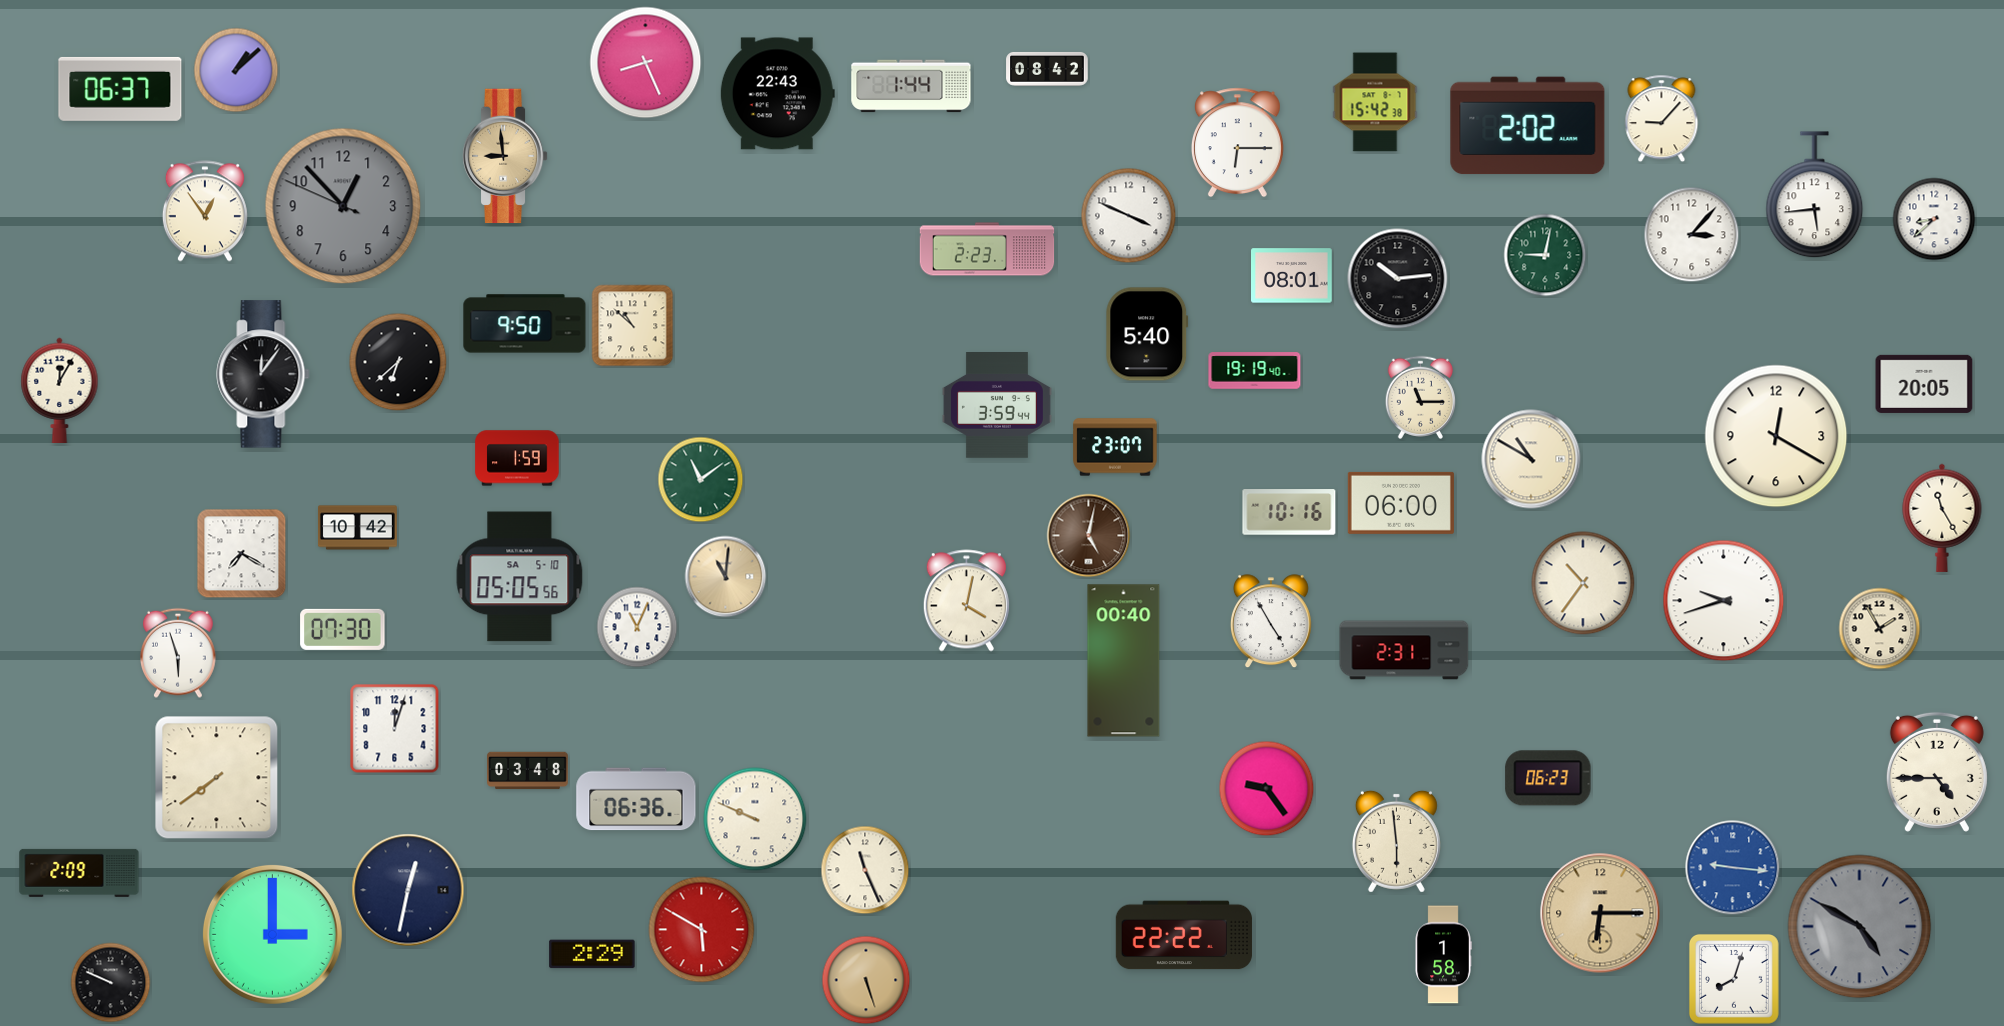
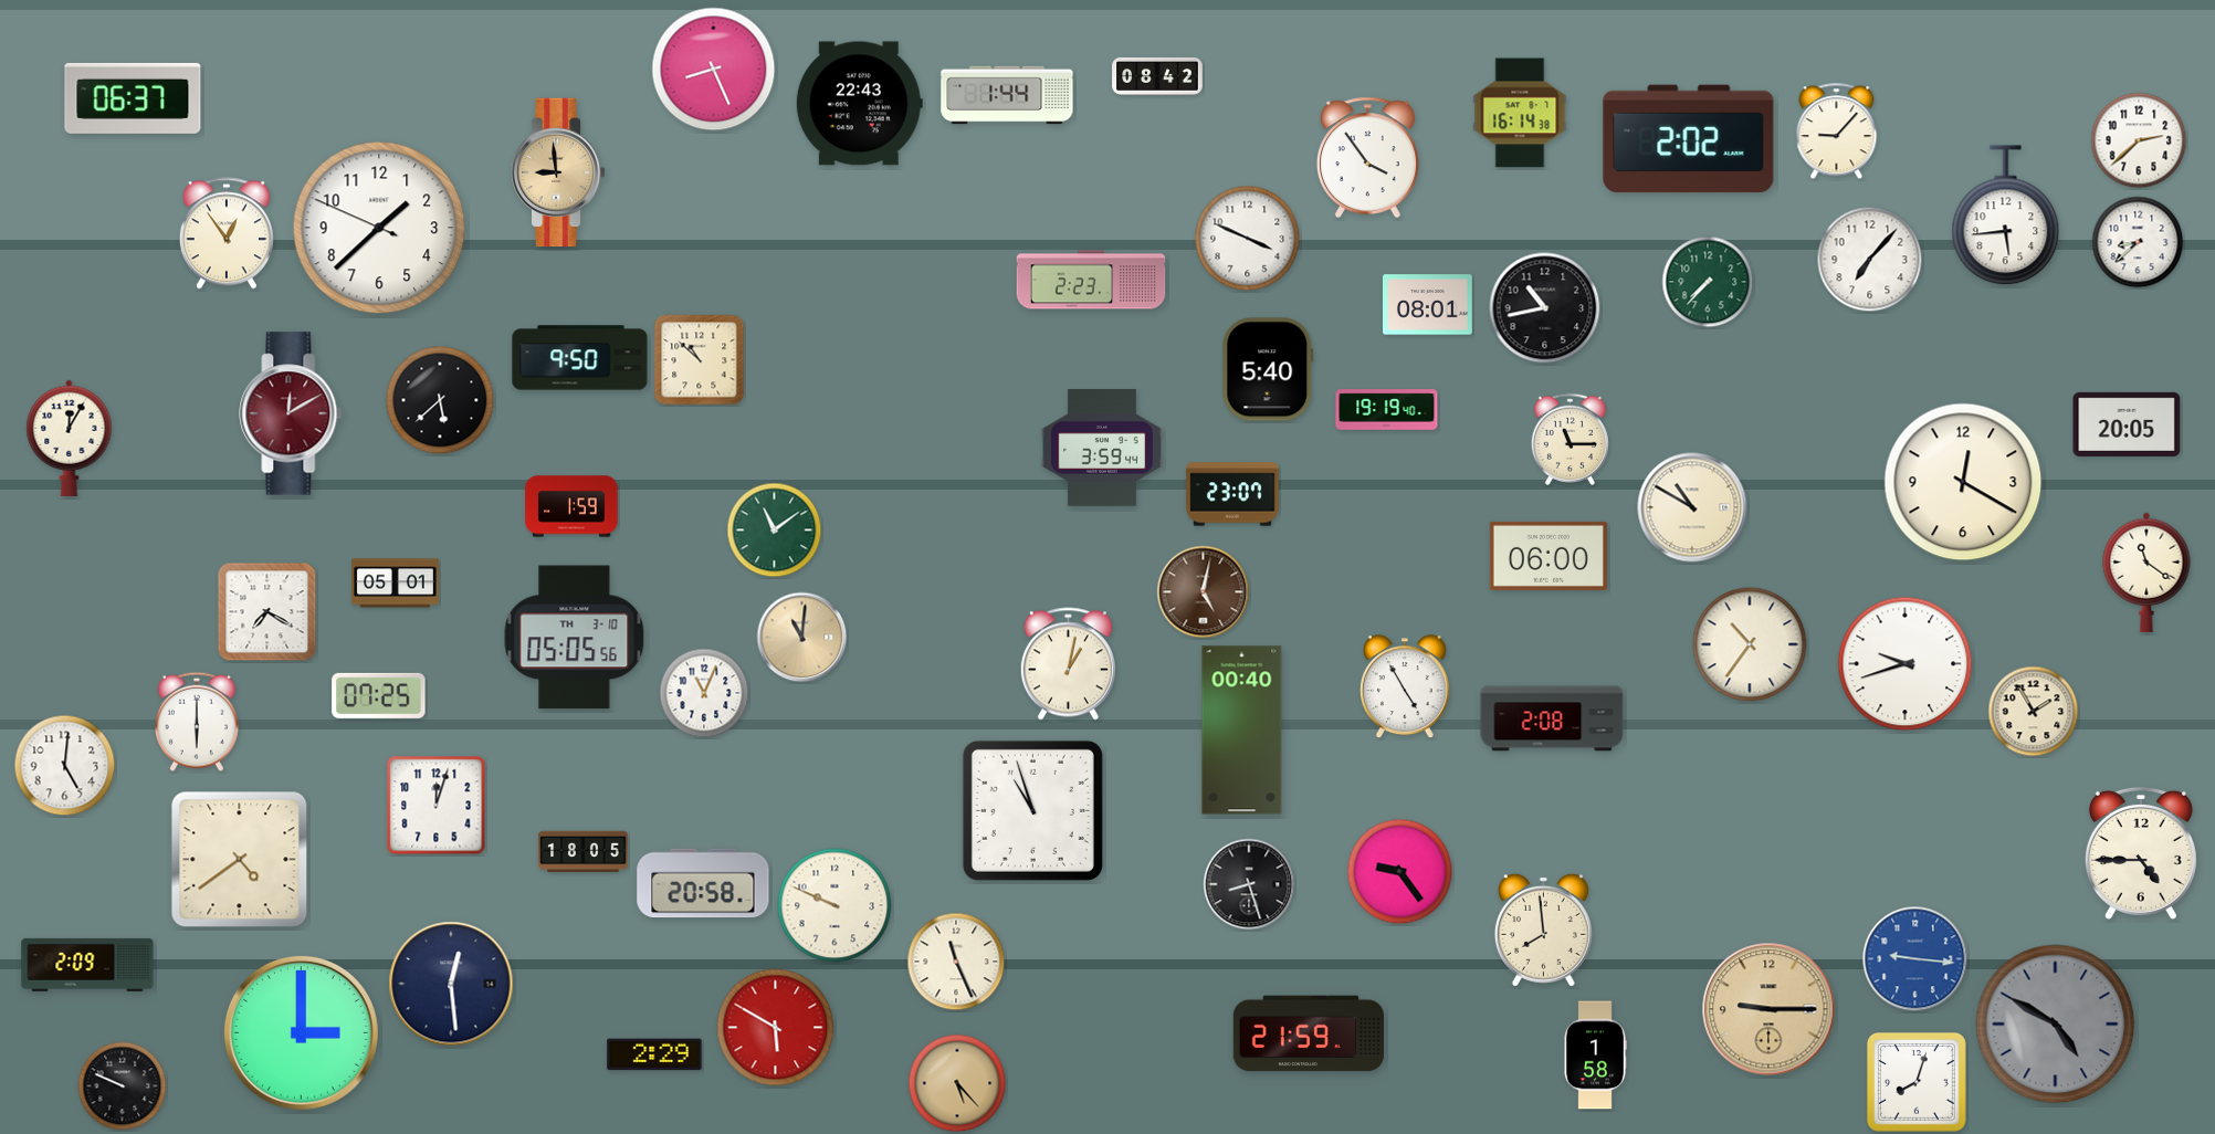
clock at (236, 70): 1:08 -> none
clock at (1375, 102): 15:42 -> 16:14
clock at (2139, 140): none -> 2:38
clock at (1237, 143): 6:15 -> 3:54
clock at (343, 206): 12:52 -> 1:37
clock at (343, 206) dial: grey -> white
clock at (1692, 235): 3:07 -> 7:07
clock at (987, 249) position: (987, 249) -> (1091, 280)
clock at (1545, 255): 9:02 -> 7:37
clock at (1398, 279): 10:14 -> 10:43
clock at (398, 362): 6:38 -> 5:38
clock at (263, 374): 12:06 -> 12:10
clock at (263, 374) dial: black -> burgundy
clock at (60, 390) position: (60, 390) -> (70, 438)
clock at (1289, 512): 10:16 -> none
clock at (1942, 518): 11:25 -> 11:21
clock at (357, 528): 10:42 -> 05:01
clock at (520, 577) date: SA 5-10 -> TH 3-10
clock at (966, 601): 4:02 -> 1:02
clock at (343, 629): 07:30 -> 07:25
clock at (1880, 629) position: (1880, 629) -> (2034, 712)
clock at (1404, 650): 2:31 -> 2:08
clock at (179, 653): 5:57 -> 6:00
clock at (65, 766): none -> 5:01
clock at (1032, 810): none -> 10:57
clock at (528, 771): 03:48 -> 18:05
clock at (217, 778): 7:39 -> 4:39
clock at (1548, 778): 06:23 -> none
clock at (636, 799): 06:36 -> 20:58
clock at (1249, 884): none -> 8:27
clock at (1396, 841): 5:59 -> 7:59
clock at (408, 890): 12:32 -> 12:29
clock at (1600, 913): 6:15 -> 9:15
clock at (1183, 935): 22:22 -> 21:59
clock at (866, 980): 5:27 -> 5:23
